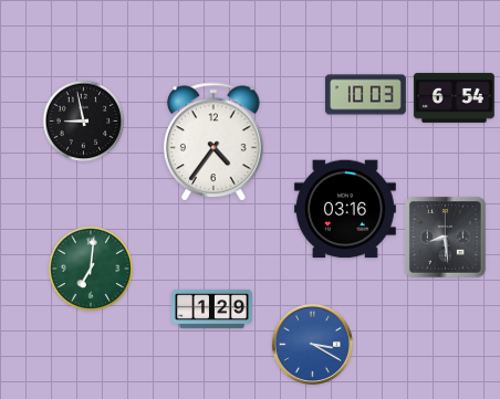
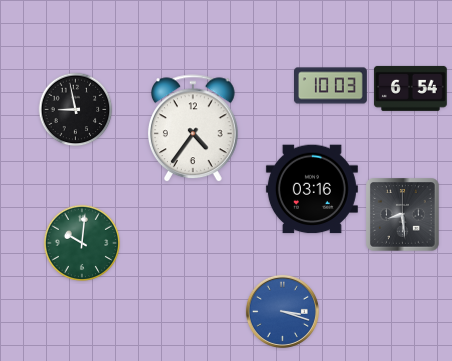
clock at (91, 269): 7:01 -> 10:01
clock at (212, 308): 1:29 -> none
clock at (312, 344): 3:20 -> 3:18
